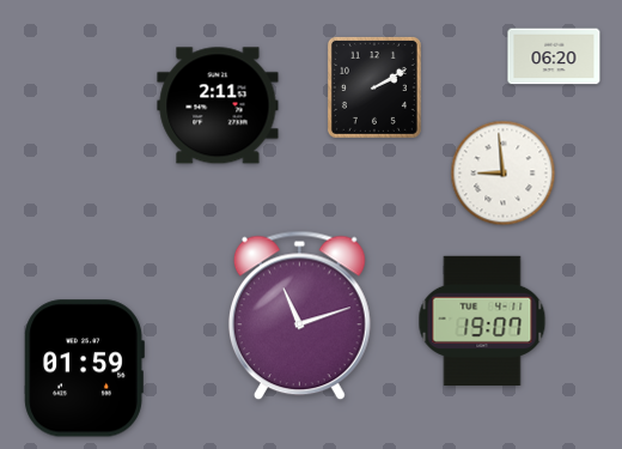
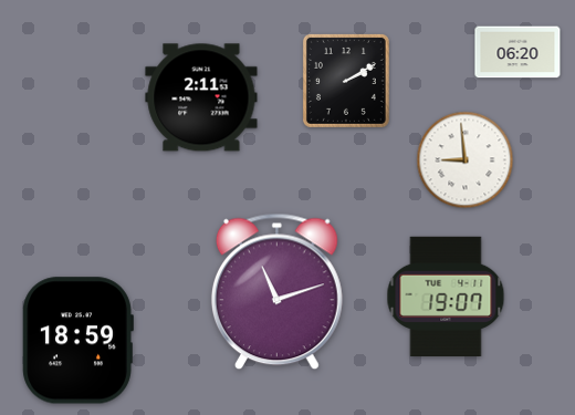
clock at (554, 56) position: (554, 56) -> (517, 52)
clock at (84, 369): 01:59 -> 18:59
